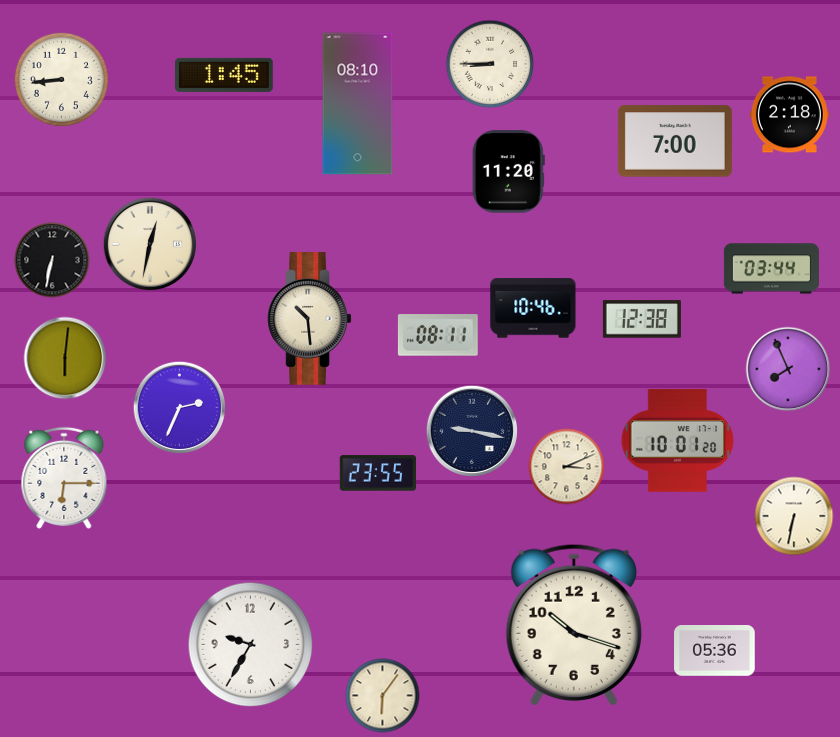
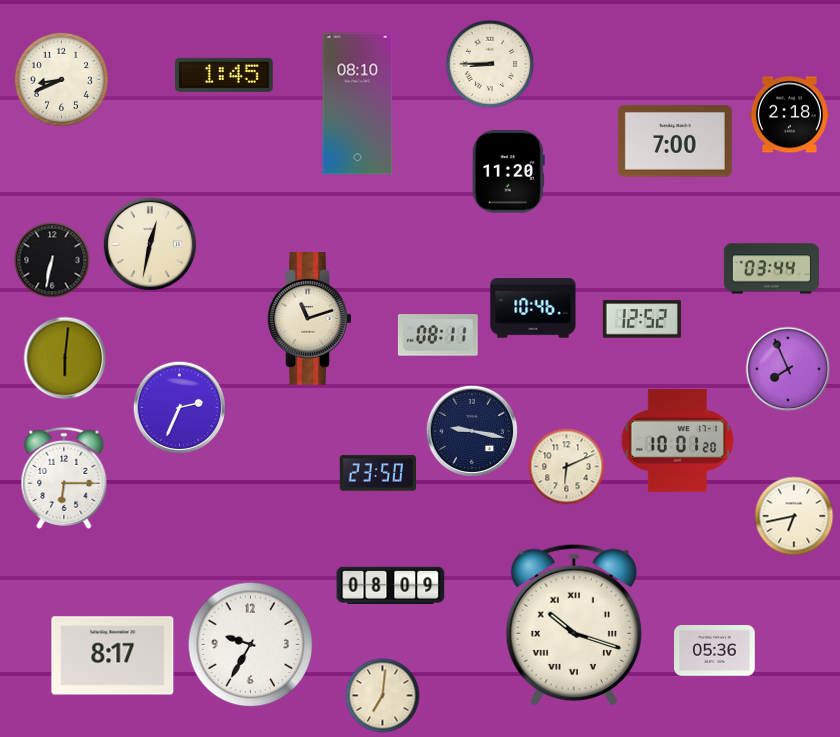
clock at (61, 79): 8:44 -> 8:41
clock at (310, 319): 10:29 -> 11:12
clock at (642, 319): 12:38 -> 12:52
clock at (567, 467): 3:11 -> 6:11
clock at (377, 473): 23:55 -> 23:50
clock at (794, 516): 6:32 -> 6:43
clock at (391, 585): none -> 08:09
clock at (574, 624) numerals: Arabic -> Roman
clock at (113, 656): none -> 8:17
clock at (383, 696): 6:06 -> 7:01
